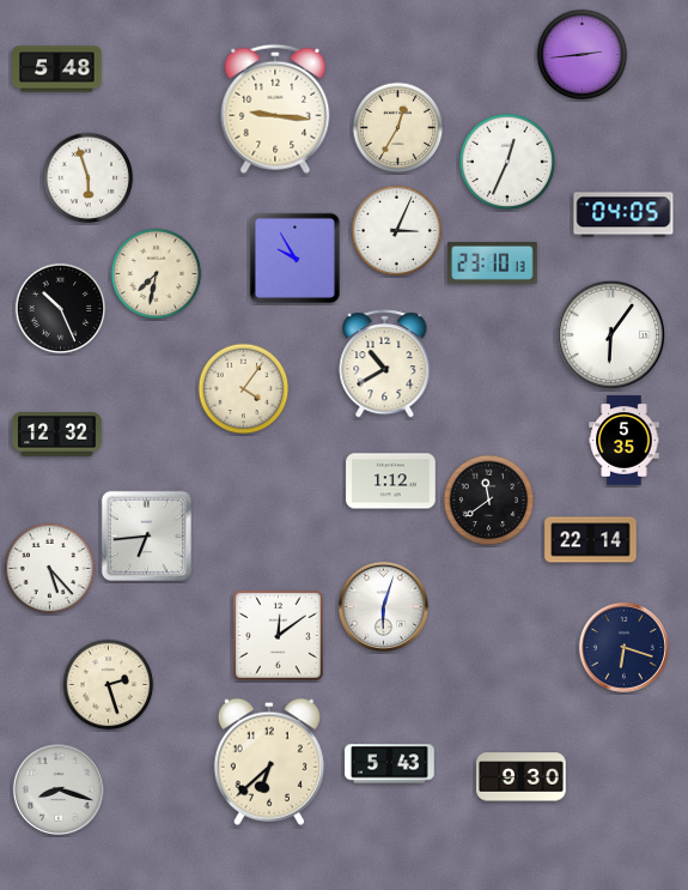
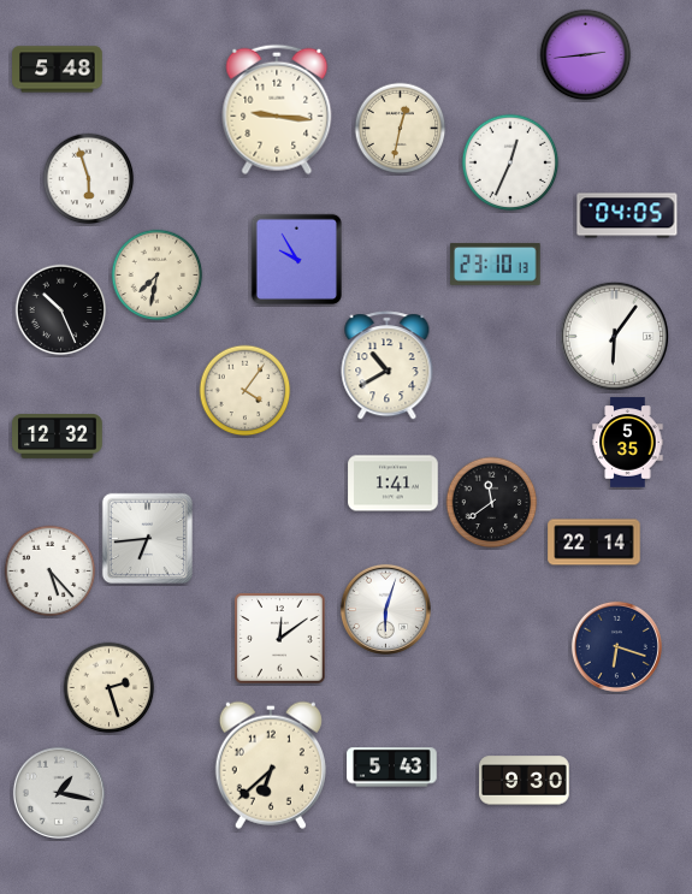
clock at (398, 128): 12:35 -> 12:32
clock at (397, 231): 3:04 -> none
clock at (391, 482): 1:12 -> 1:41
clock at (623, 647) position: (623, 647) -> (616, 646)
clock at (59, 789): 8:18 -> 1:17
